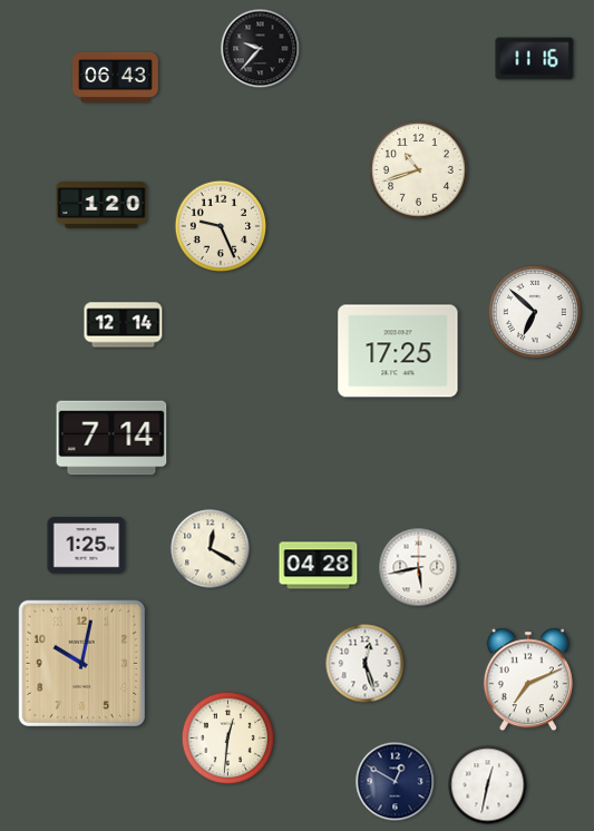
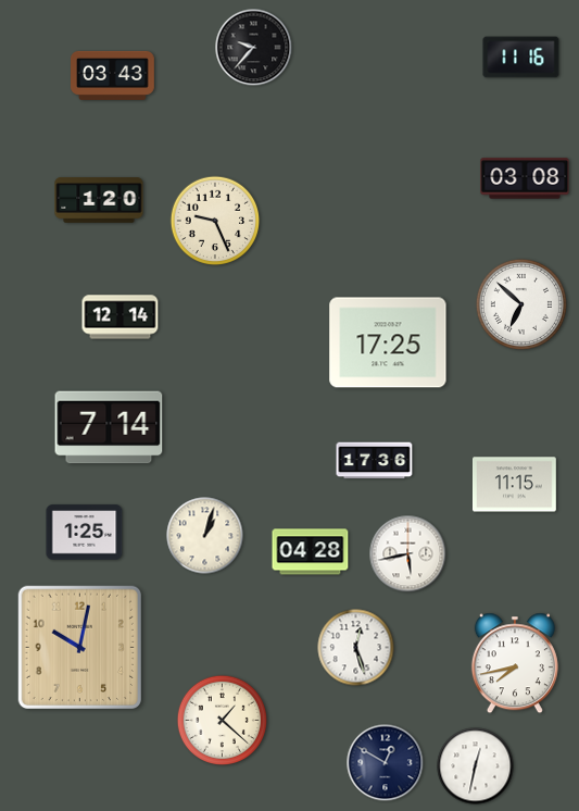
clock at (116, 77): 06:43 -> 03:43
clock at (419, 170): 10:42 -> none
clock at (525, 178): none -> 03:08
clock at (375, 461): none -> 17:36
clock at (515, 485): none -> 11:15
clock at (211, 549): 12:20 -> 1:03
clock at (528, 680): 7:11 -> 7:43
clock at (227, 737): 12:31 -> 1:22
